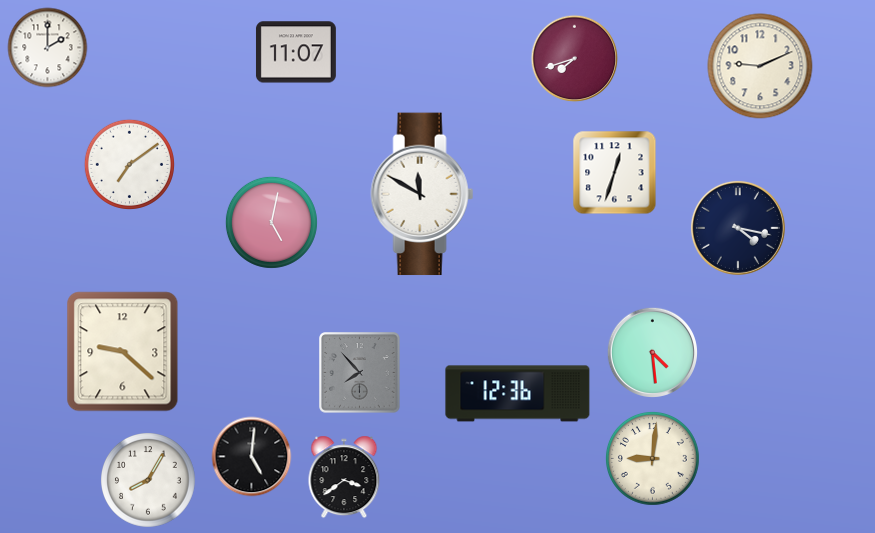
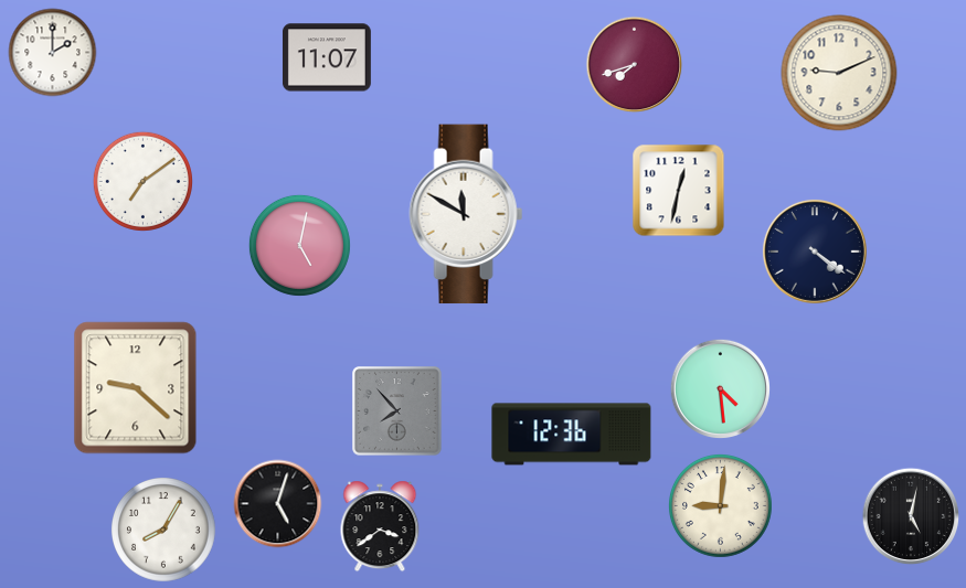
clock at (615, 173): 12:33 -> 12:32
clock at (738, 228): 4:17 -> 4:21
clock at (252, 457): 5:01 -> 5:03
clock at (911, 516): none -> 5:02
